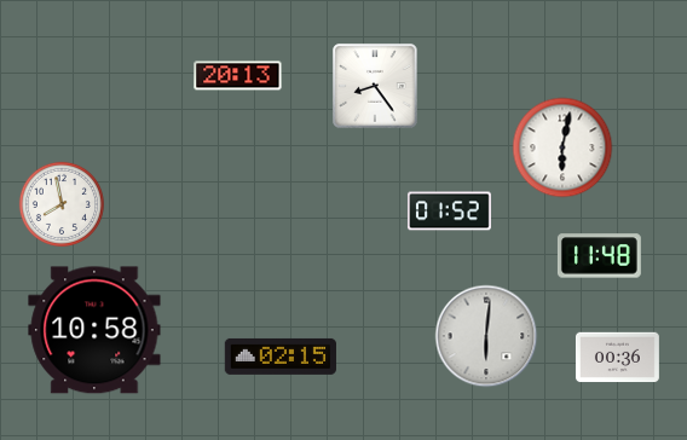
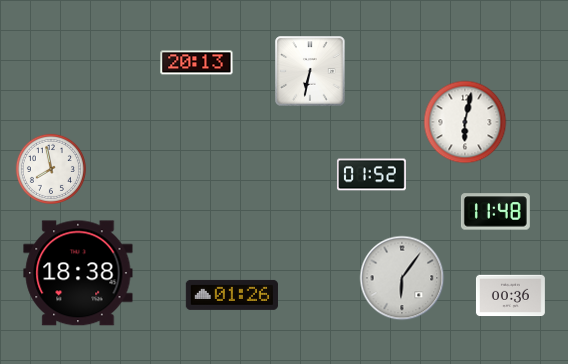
clock at (375, 86): 8:24 -> 6:32
clock at (94, 330): 10:58 -> 18:38
clock at (486, 336): 6:01 -> 6:06
clock at (281, 357): 02:15 -> 01:26
